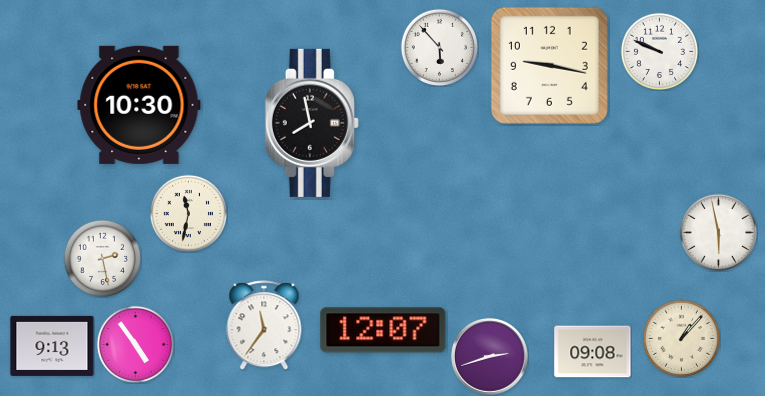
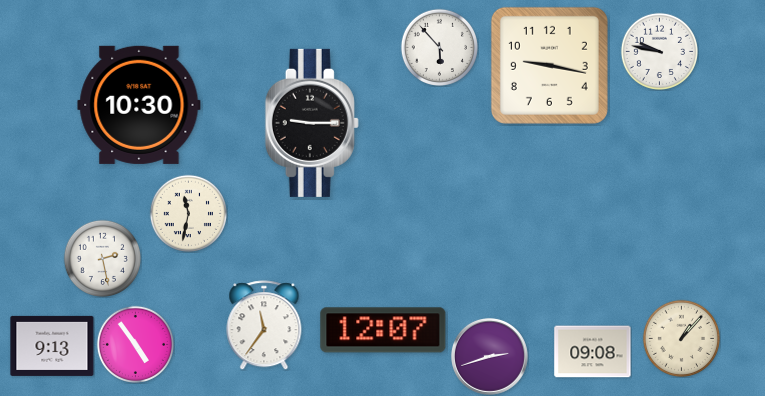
clock at (659, 51): 9:49 -> 9:47
clock at (312, 123): 7:58 -> 9:15
clock at (718, 232): 5:58 -> none
